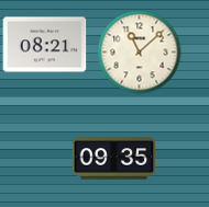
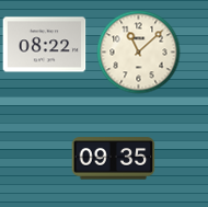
clock at (45, 45): 08:21 -> 08:22
